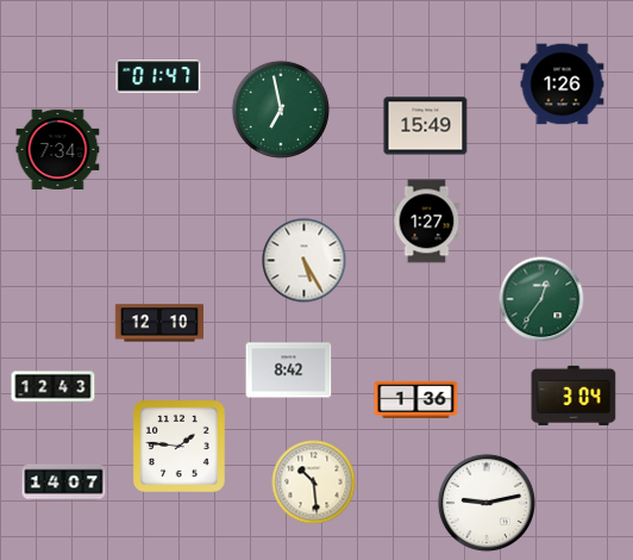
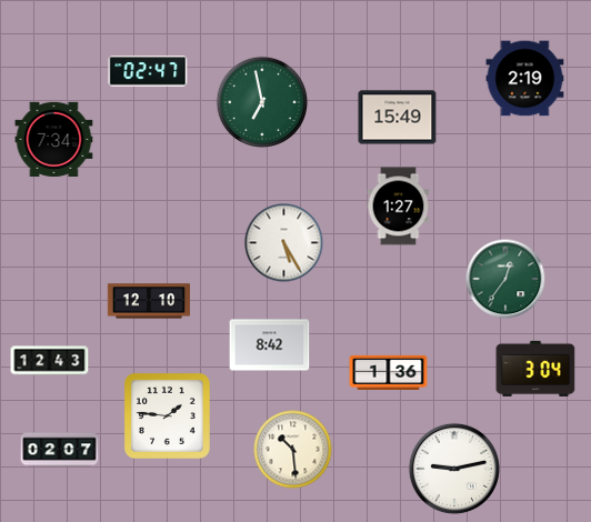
clock at (158, 76): 01:47 -> 02:47
clock at (563, 85): 1:26 -> 2:19
clock at (64, 483): 14:07 -> 02:07
